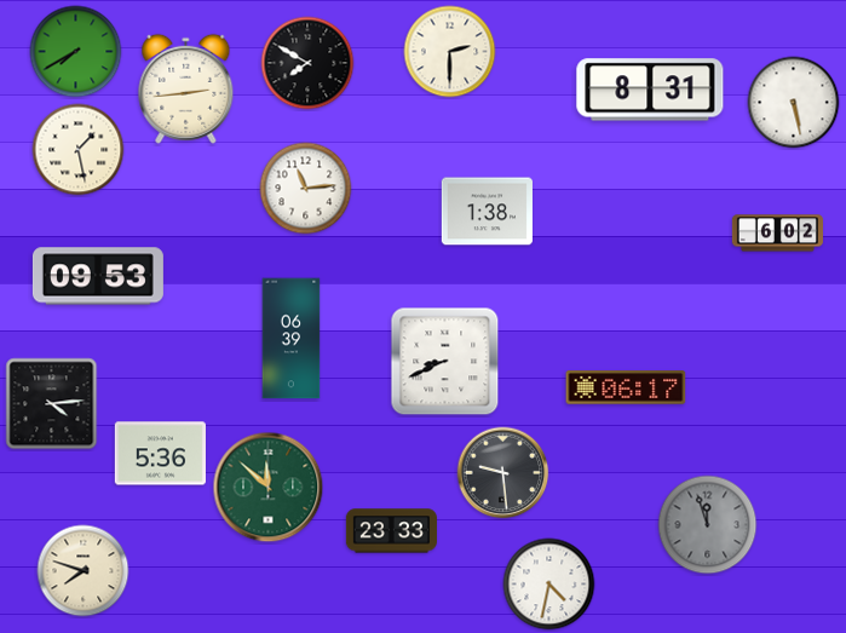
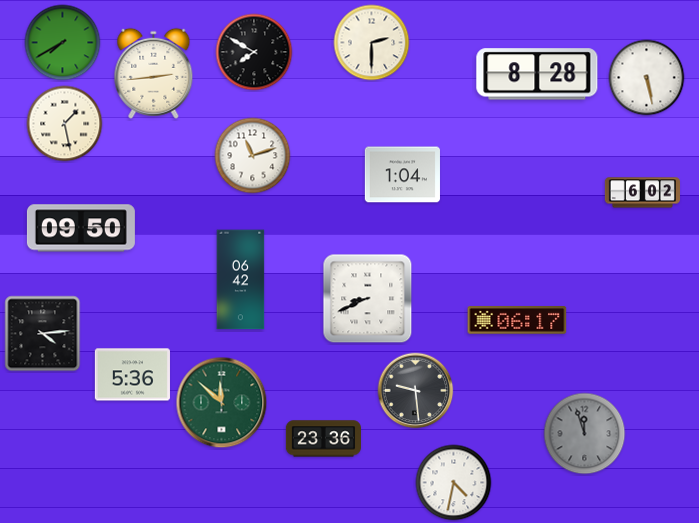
clock at (650, 90): 8:31 -> 8:28
clock at (794, 103) position: (794, 103) -> (647, 78)
clock at (306, 189): 11:14 -> 11:12
clock at (487, 212): 1:38 -> 1:04
clock at (98, 276): 09:53 -> 09:50
clock at (292, 339): 06:39 -> 06:42
clock at (391, 531): 23:33 -> 23:36
clock at (84, 571): 7:48 -> none
